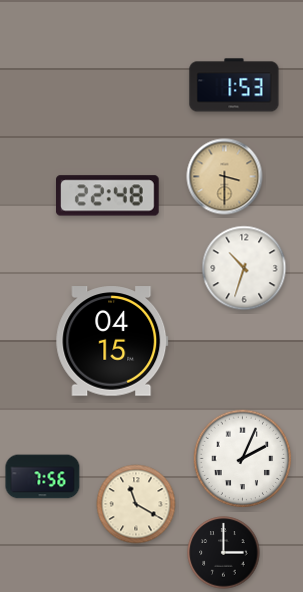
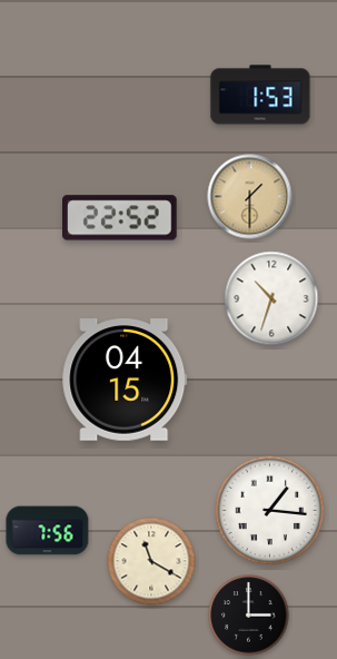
clock at (225, 177): 3:30 -> 1:30
clock at (108, 196): 22:48 -> 22:52
clock at (243, 459): 2:04 -> 1:16
